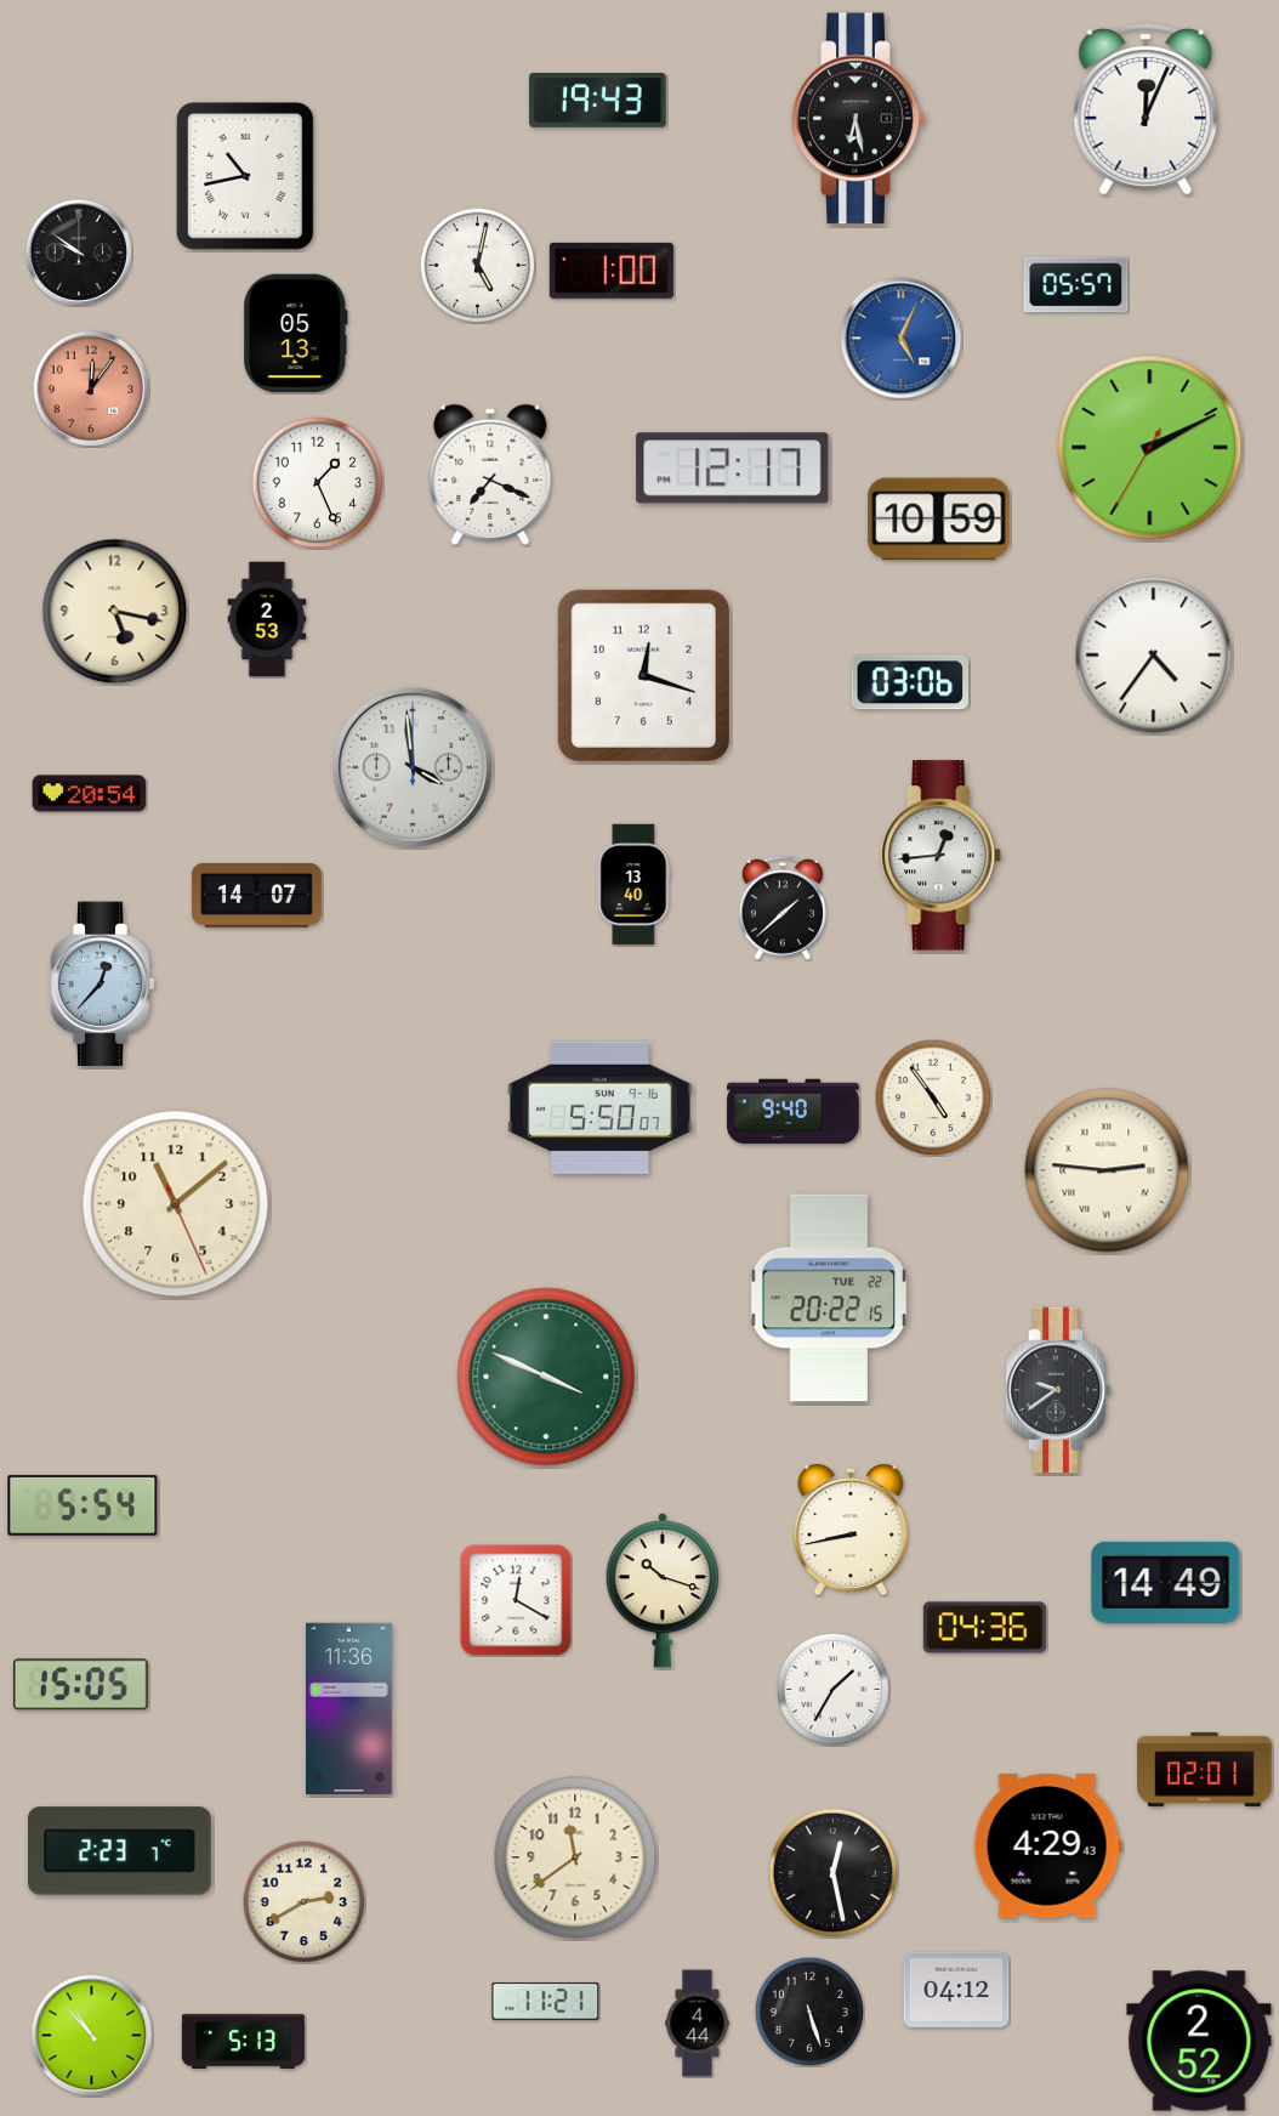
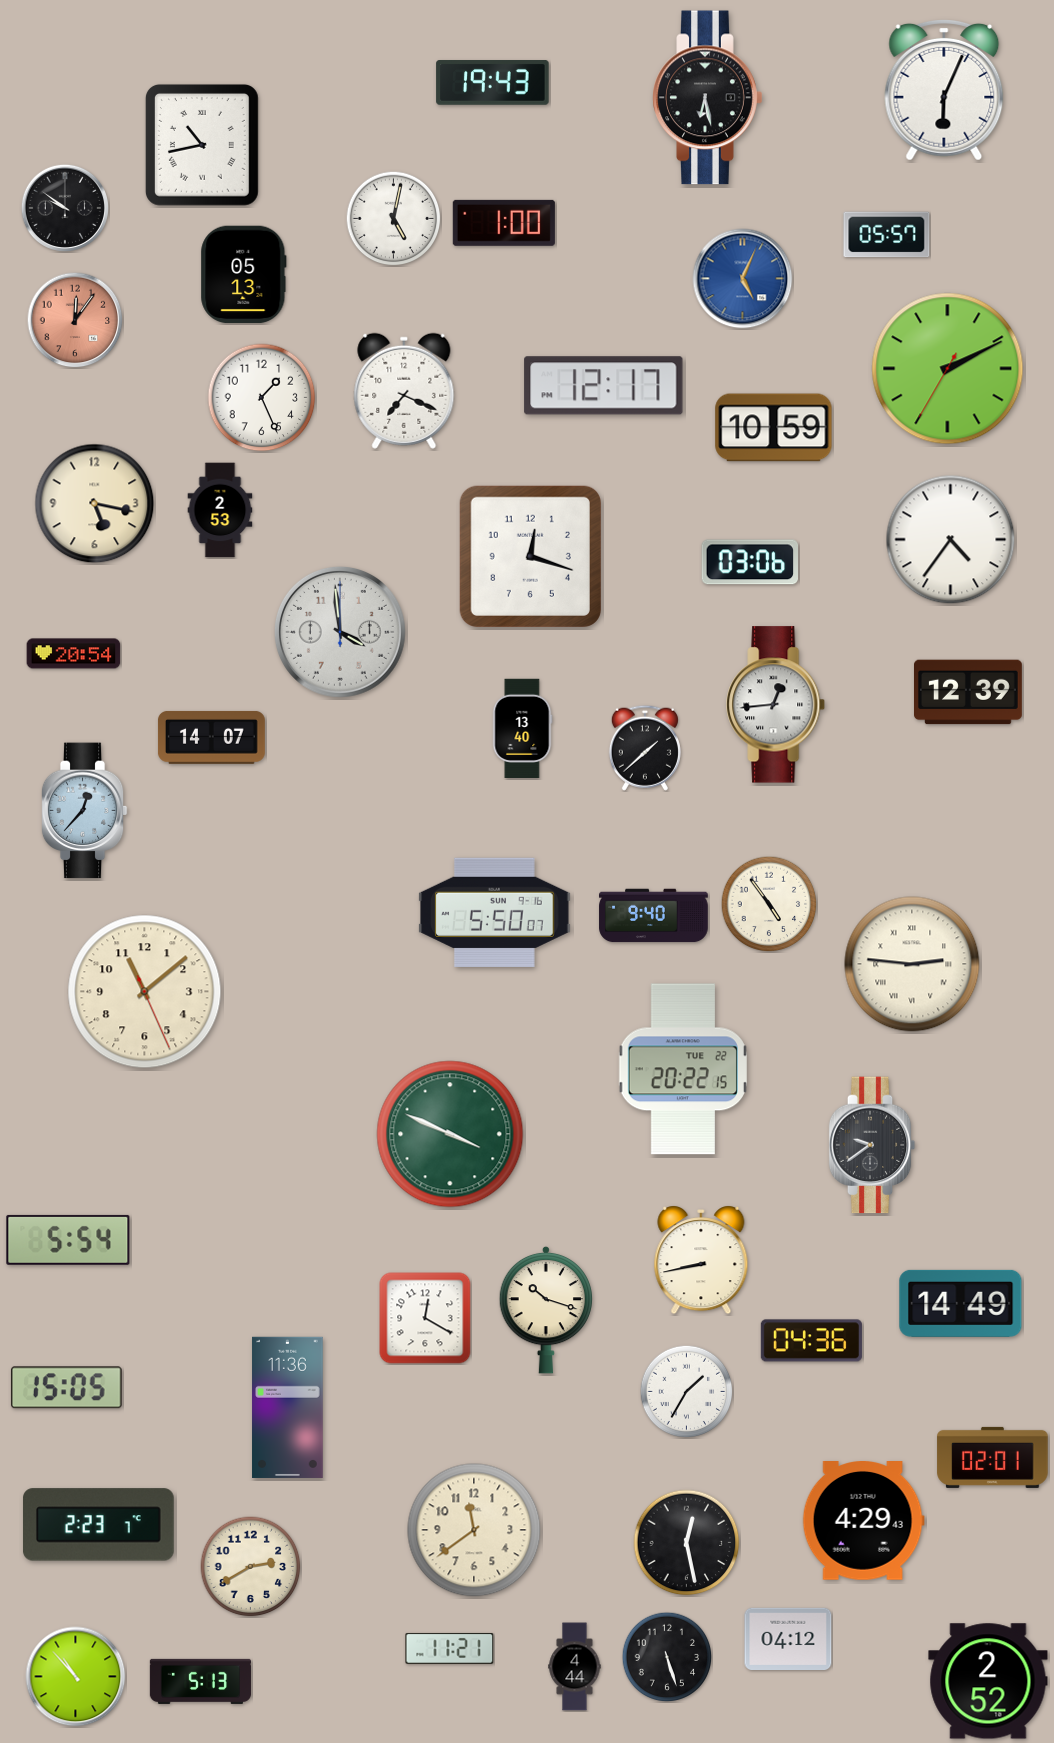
clock at (1146, 110): 12:04 -> 6:04
clock at (969, 692): none -> 12:39
